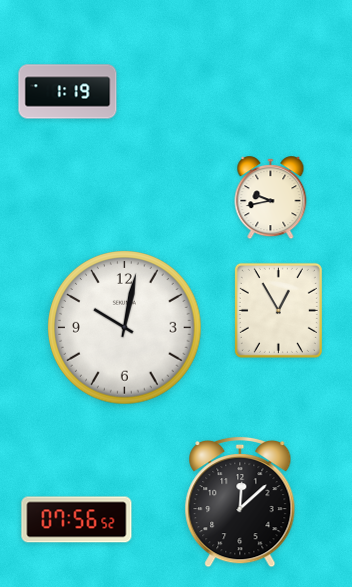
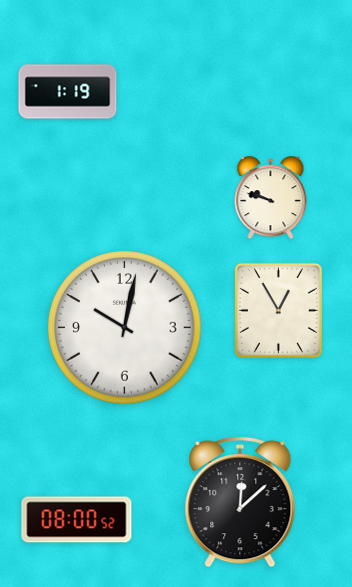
clock at (271, 198): 9:43 -> 9:48
clock at (77, 520): 07:56 -> 08:00
